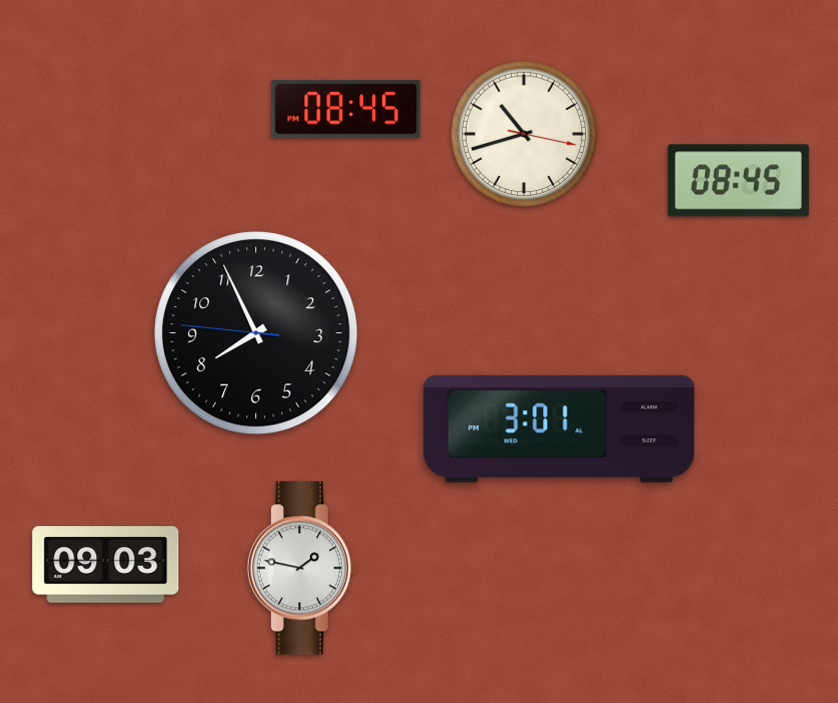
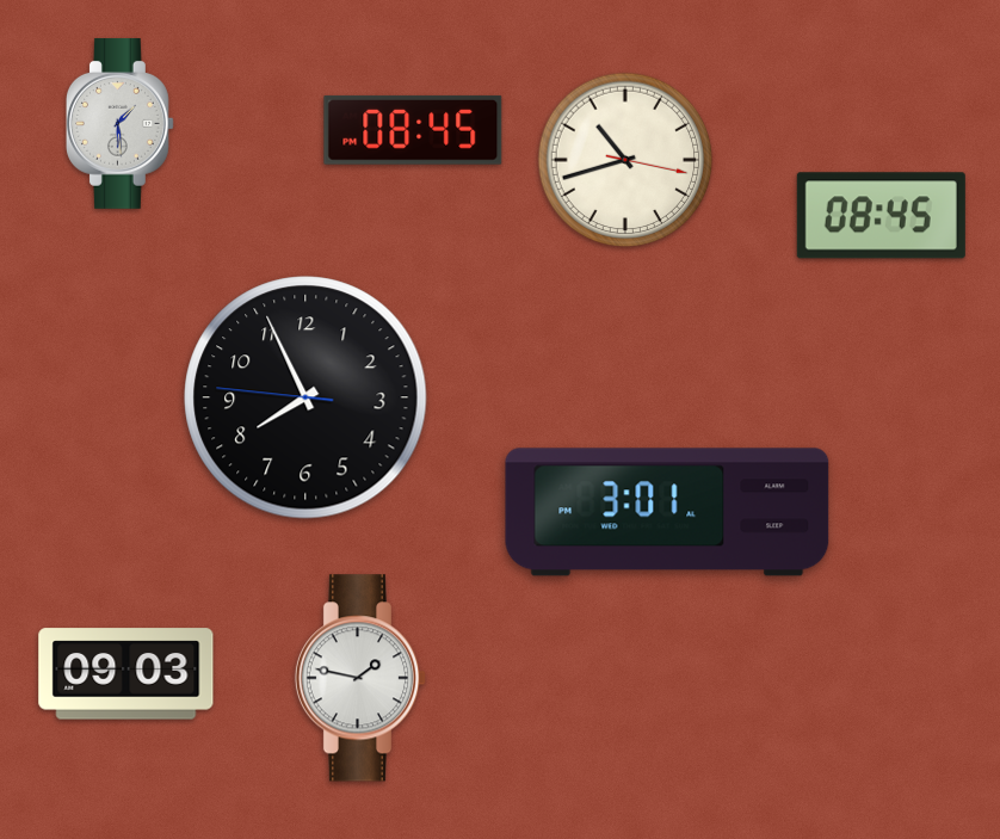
clock at (119, 123): none -> 1:29
